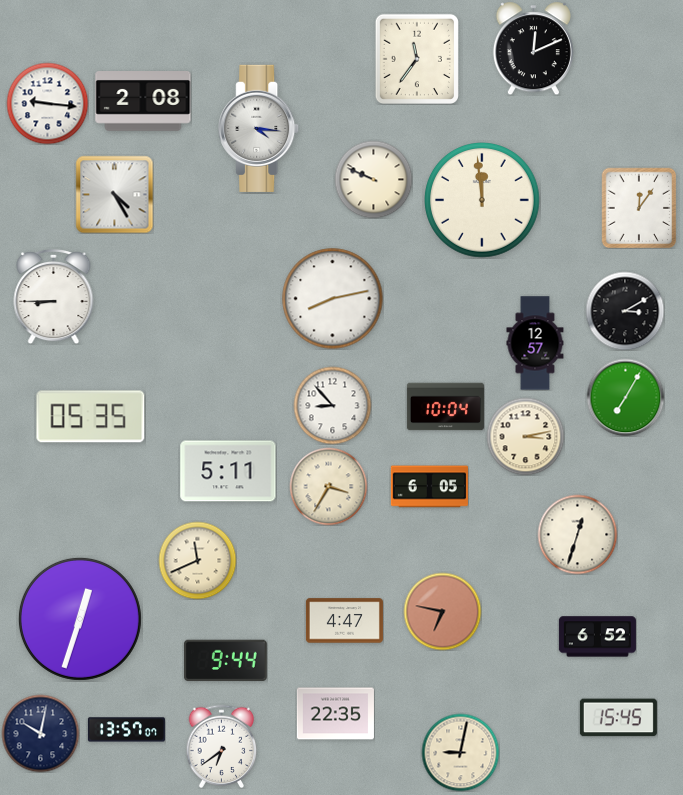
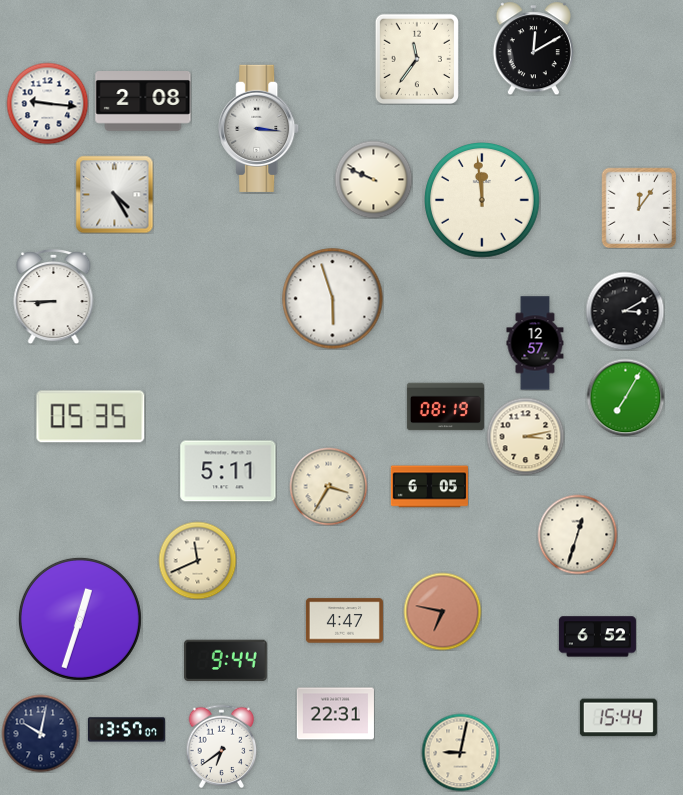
clock at (533, 48): 12:11 -> 12:10
clock at (259, 128): 4:16 -> 3:16
clock at (333, 299): 8:13 -> 5:57
clock at (332, 405): 8:53 -> none
clock at (445, 407): 10:04 -> 08:19
clock at (335, 714): 22:35 -> 22:31
clock at (618, 718): 15:45 -> 15:44
